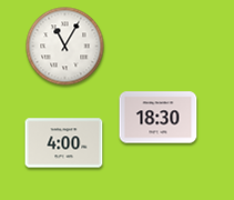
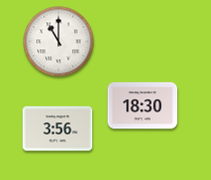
clock at (65, 47): 11:05 -> 11:00
clock at (64, 143): 4:00 -> 3:56
